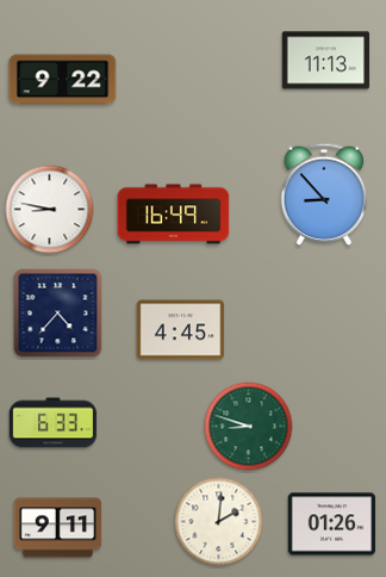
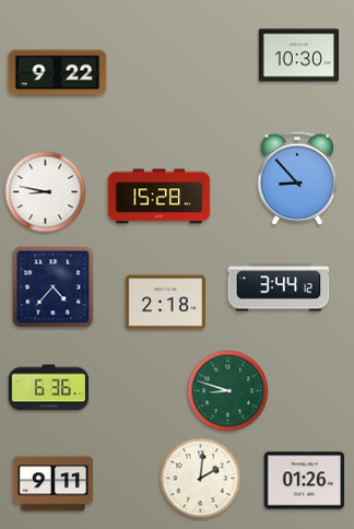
clock at (326, 61): 11:13 -> 10:30
clock at (174, 215): 16:49 -> 15:28
clock at (279, 287): none -> 3:44
clock at (181, 330): 4:45 -> 2:18
clock at (54, 423): 6:33 -> 6:36
